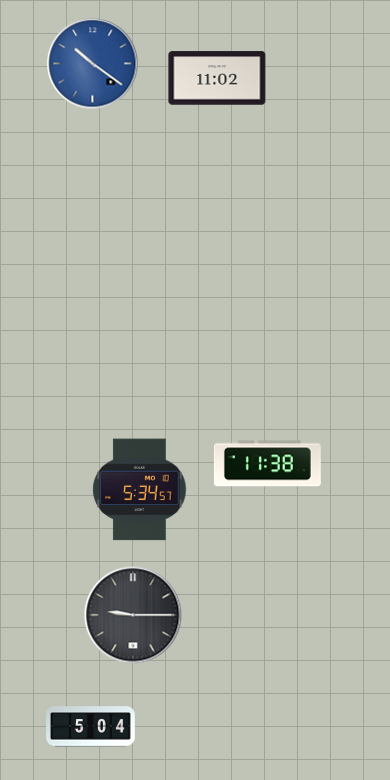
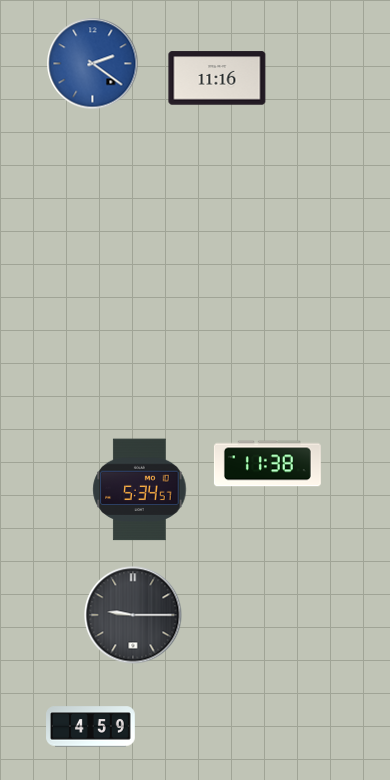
clock at (93, 64): 10:21 -> 2:21
clock at (217, 78): 11:02 -> 11:16
clock at (91, 727): 5:04 -> 4:59
